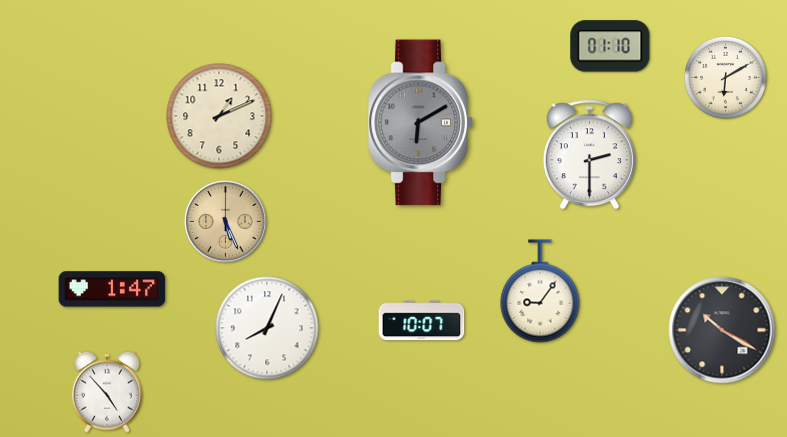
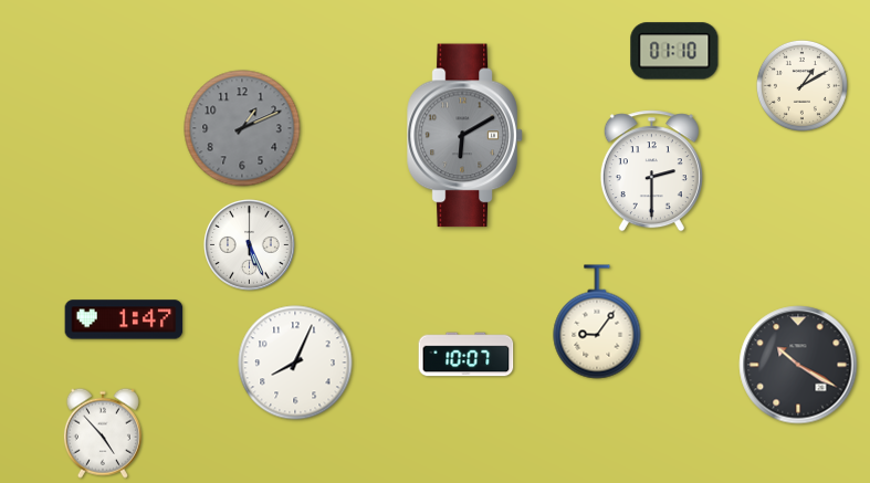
clock at (725, 77): 6:10 -> 1:10
clock at (219, 116) dial: cream -> grey
clock at (226, 222) dial: champagne -> white
clock at (107, 392) position: (107, 392) -> (103, 433)
